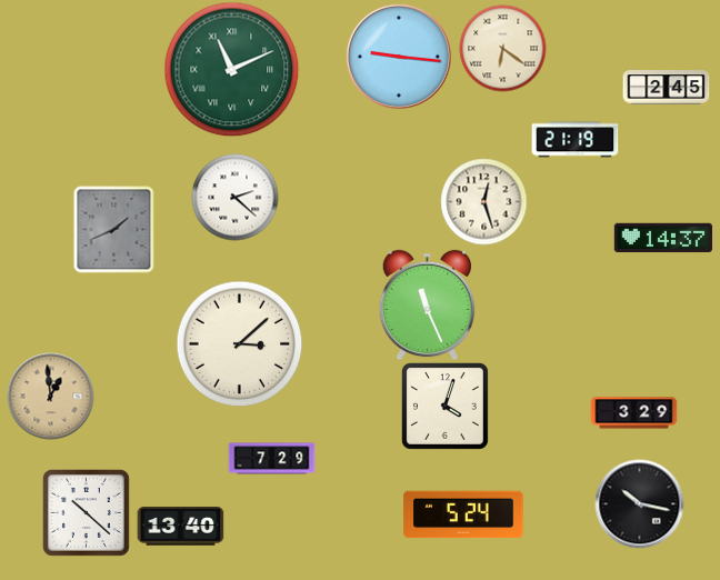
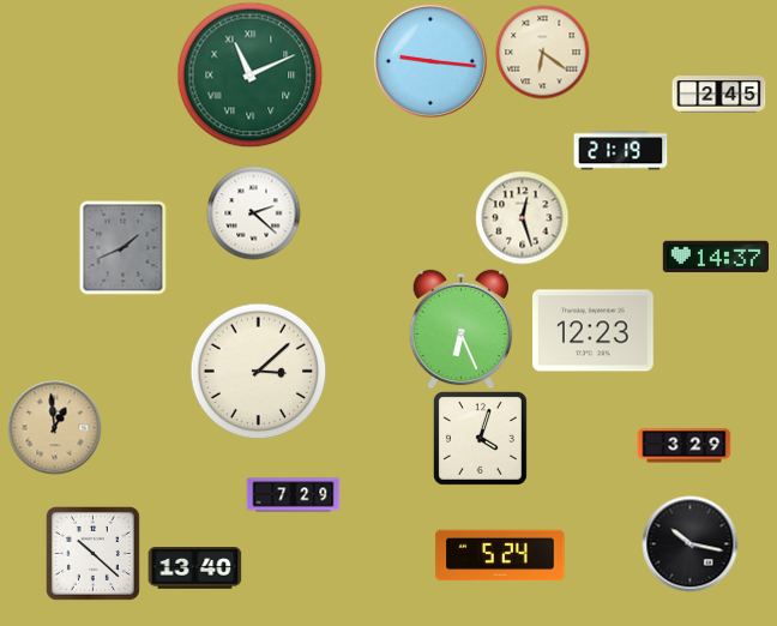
clock at (428, 304): 11:26 -> 6:26
clock at (594, 331): none -> 12:23
